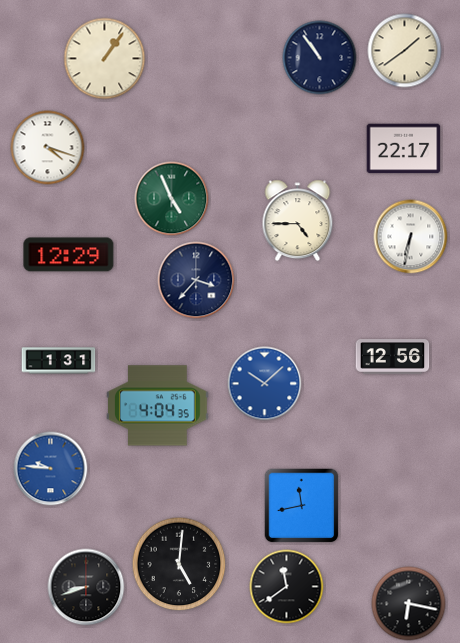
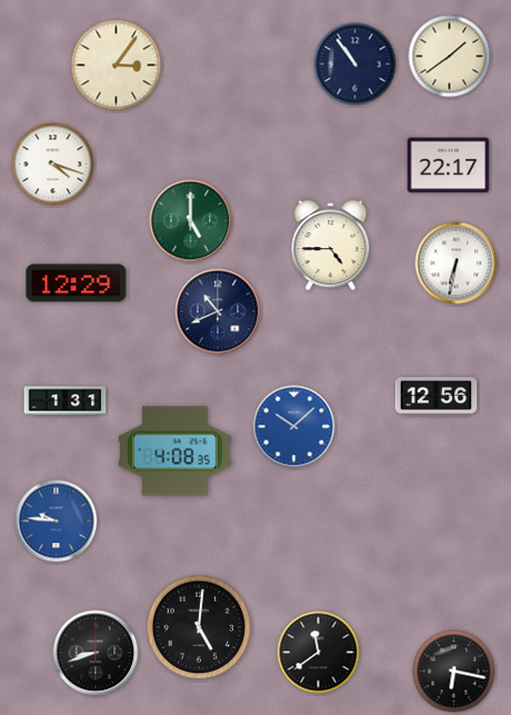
clock at (105, 59): 1:06 -> 3:06
clock at (172, 199): 4:56 -> 5:00
clock at (196, 280): 3:37 -> 10:41
clock at (158, 406): 4:04 -> 4:08
clock at (302, 506): 11:43 -> none
